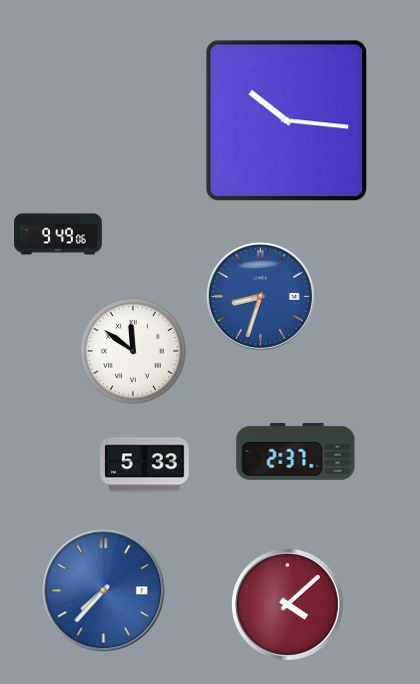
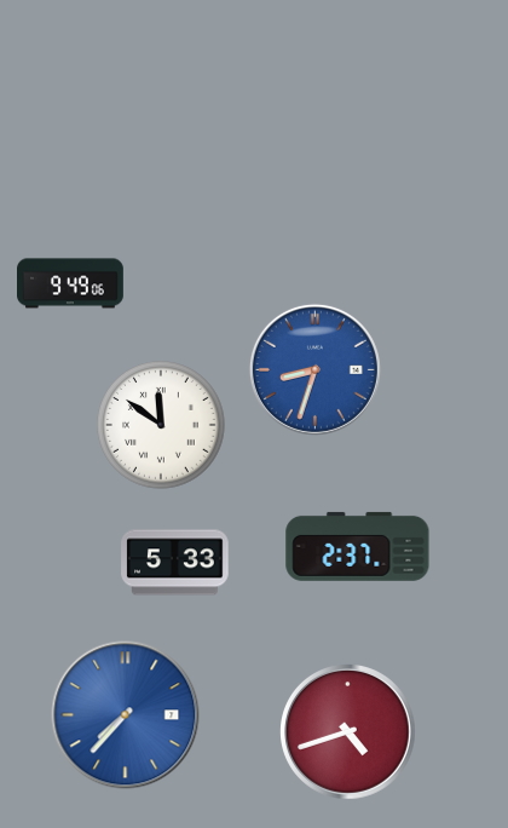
clock at (287, 121): 10:16 -> none
clock at (260, 296) position: (260, 296) -> (314, 369)
clock at (288, 605): 4:08 -> 4:42
